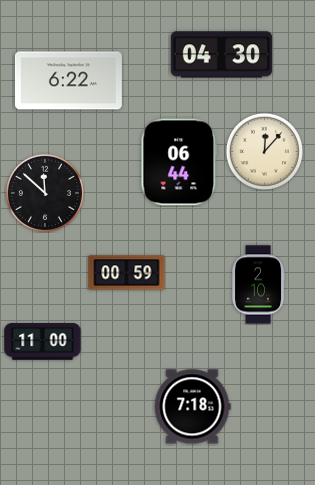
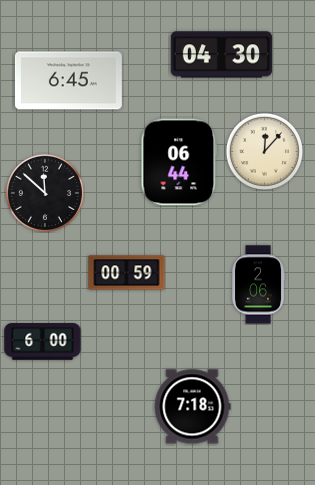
clock at (68, 81): 6:22 -> 6:45
clock at (258, 285): 2:10 -> 2:06
clock at (43, 342): 11:00 -> 6:00
